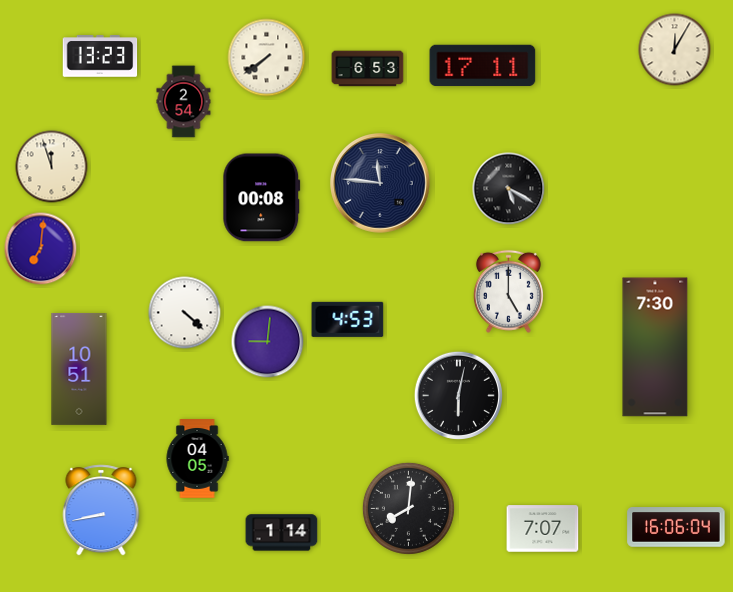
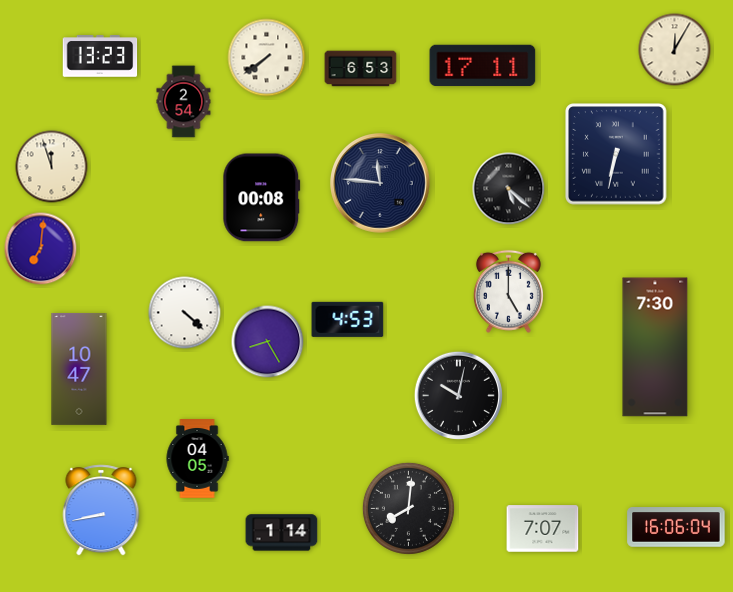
clock at (368, 69) position: (368, 69) -> (361, 69)
clock at (616, 154): none -> 6:32
clock at (509, 189): 5:20 -> 5:22
clock at (268, 342): 9:01 -> 8:25
clock at (79, 369): 10:51 -> 10:47
clock at (458, 395): 6:02 -> 10:02
